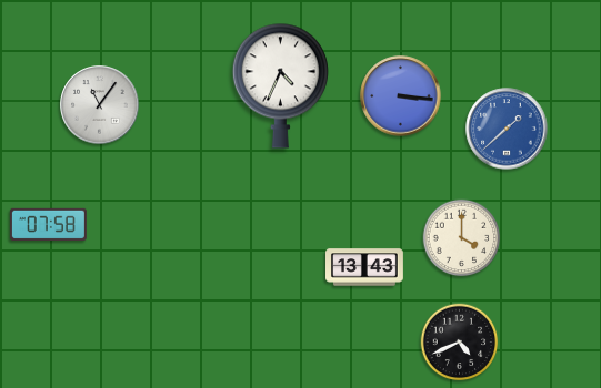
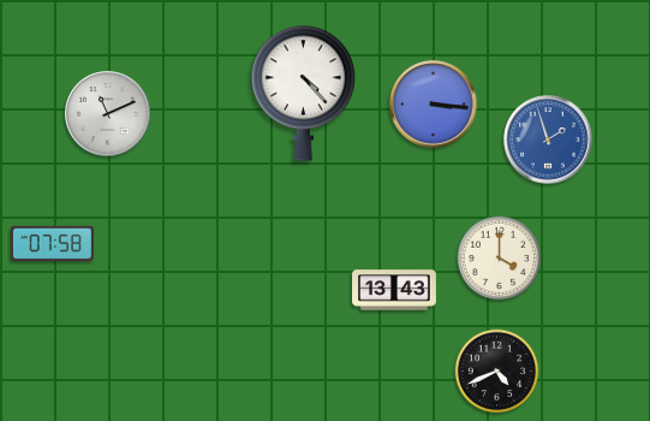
clock at (280, 85): 4:34 -> 4:23
clock at (100, 105): 11:06 -> 11:11
clock at (507, 129): 1:38 -> 1:57
